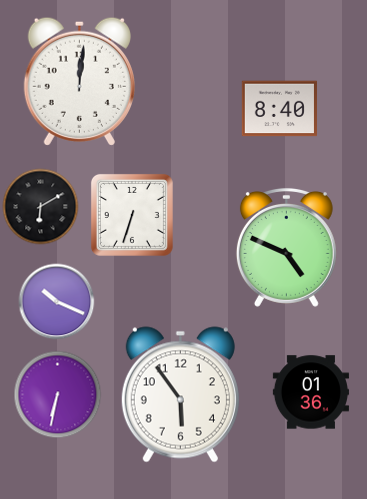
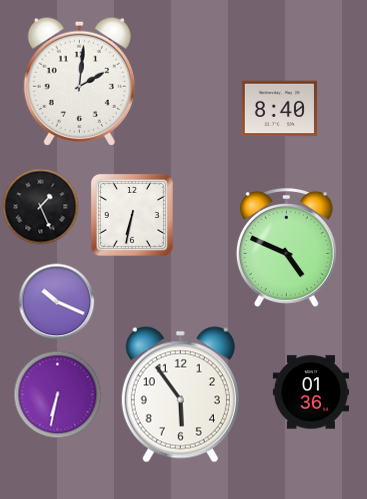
clock at (79, 81): 12:01 -> 2:01
clock at (41, 207): 6:10 -> 1:26
clock at (132, 215): 6:33 -> 6:32
